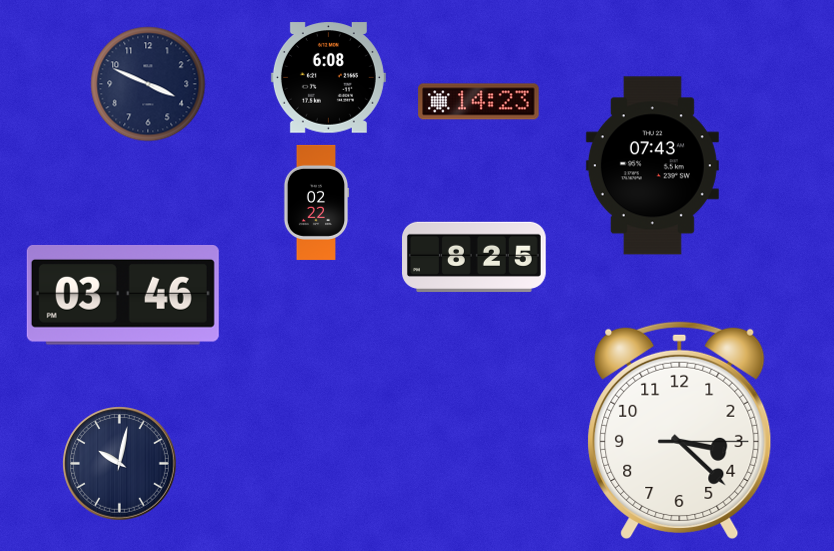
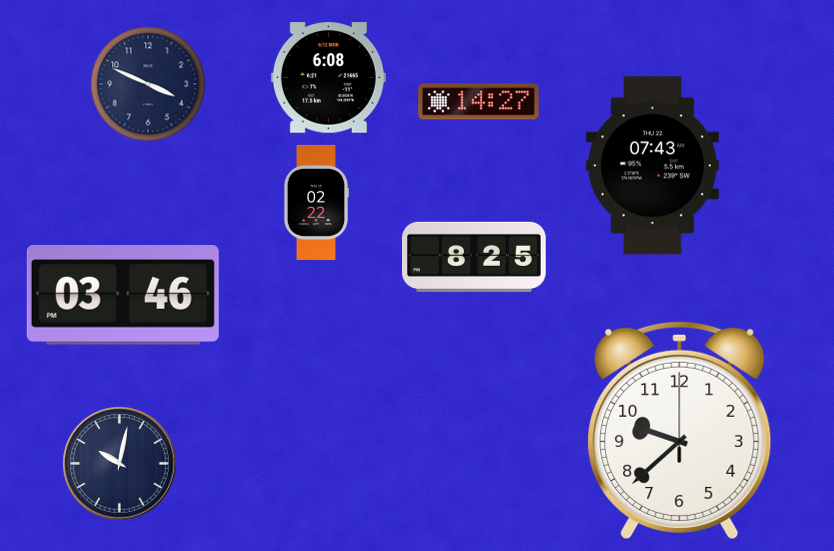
clock at (479, 102): 14:23 -> 14:27
clock at (680, 430): 3:22 -> 9:38
